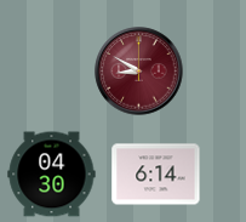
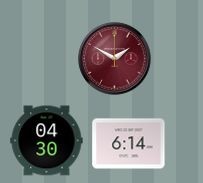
clock at (139, 72): 8:50 -> 1:50
clock at (52, 175) position: (52, 175) -> (47, 141)
